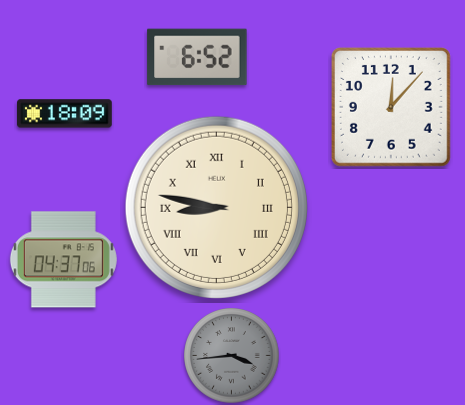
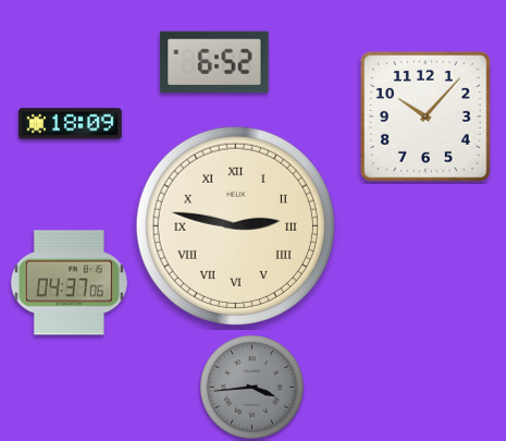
clock at (391, 107): 12:07 -> 10:07
clock at (216, 207): 8:47 -> 2:47
